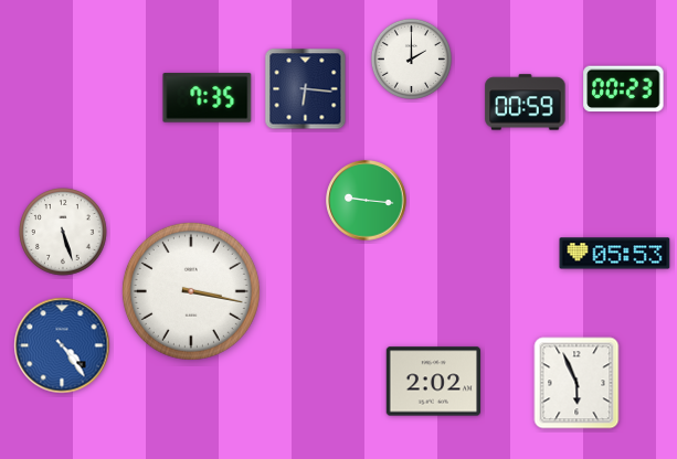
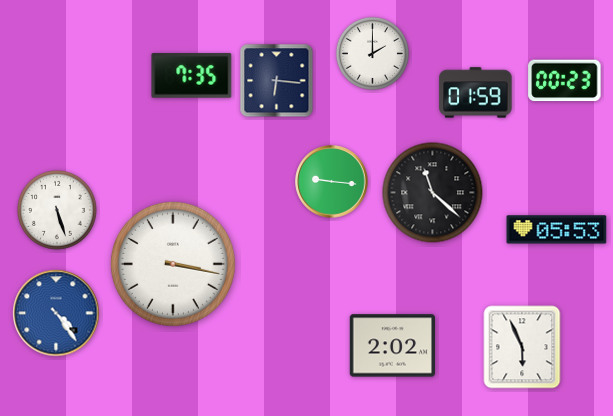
clock at (208, 98) position: (208, 98) -> (192, 76)
clock at (526, 103): 00:59 -> 01:59
clock at (433, 193): none -> 11:22
